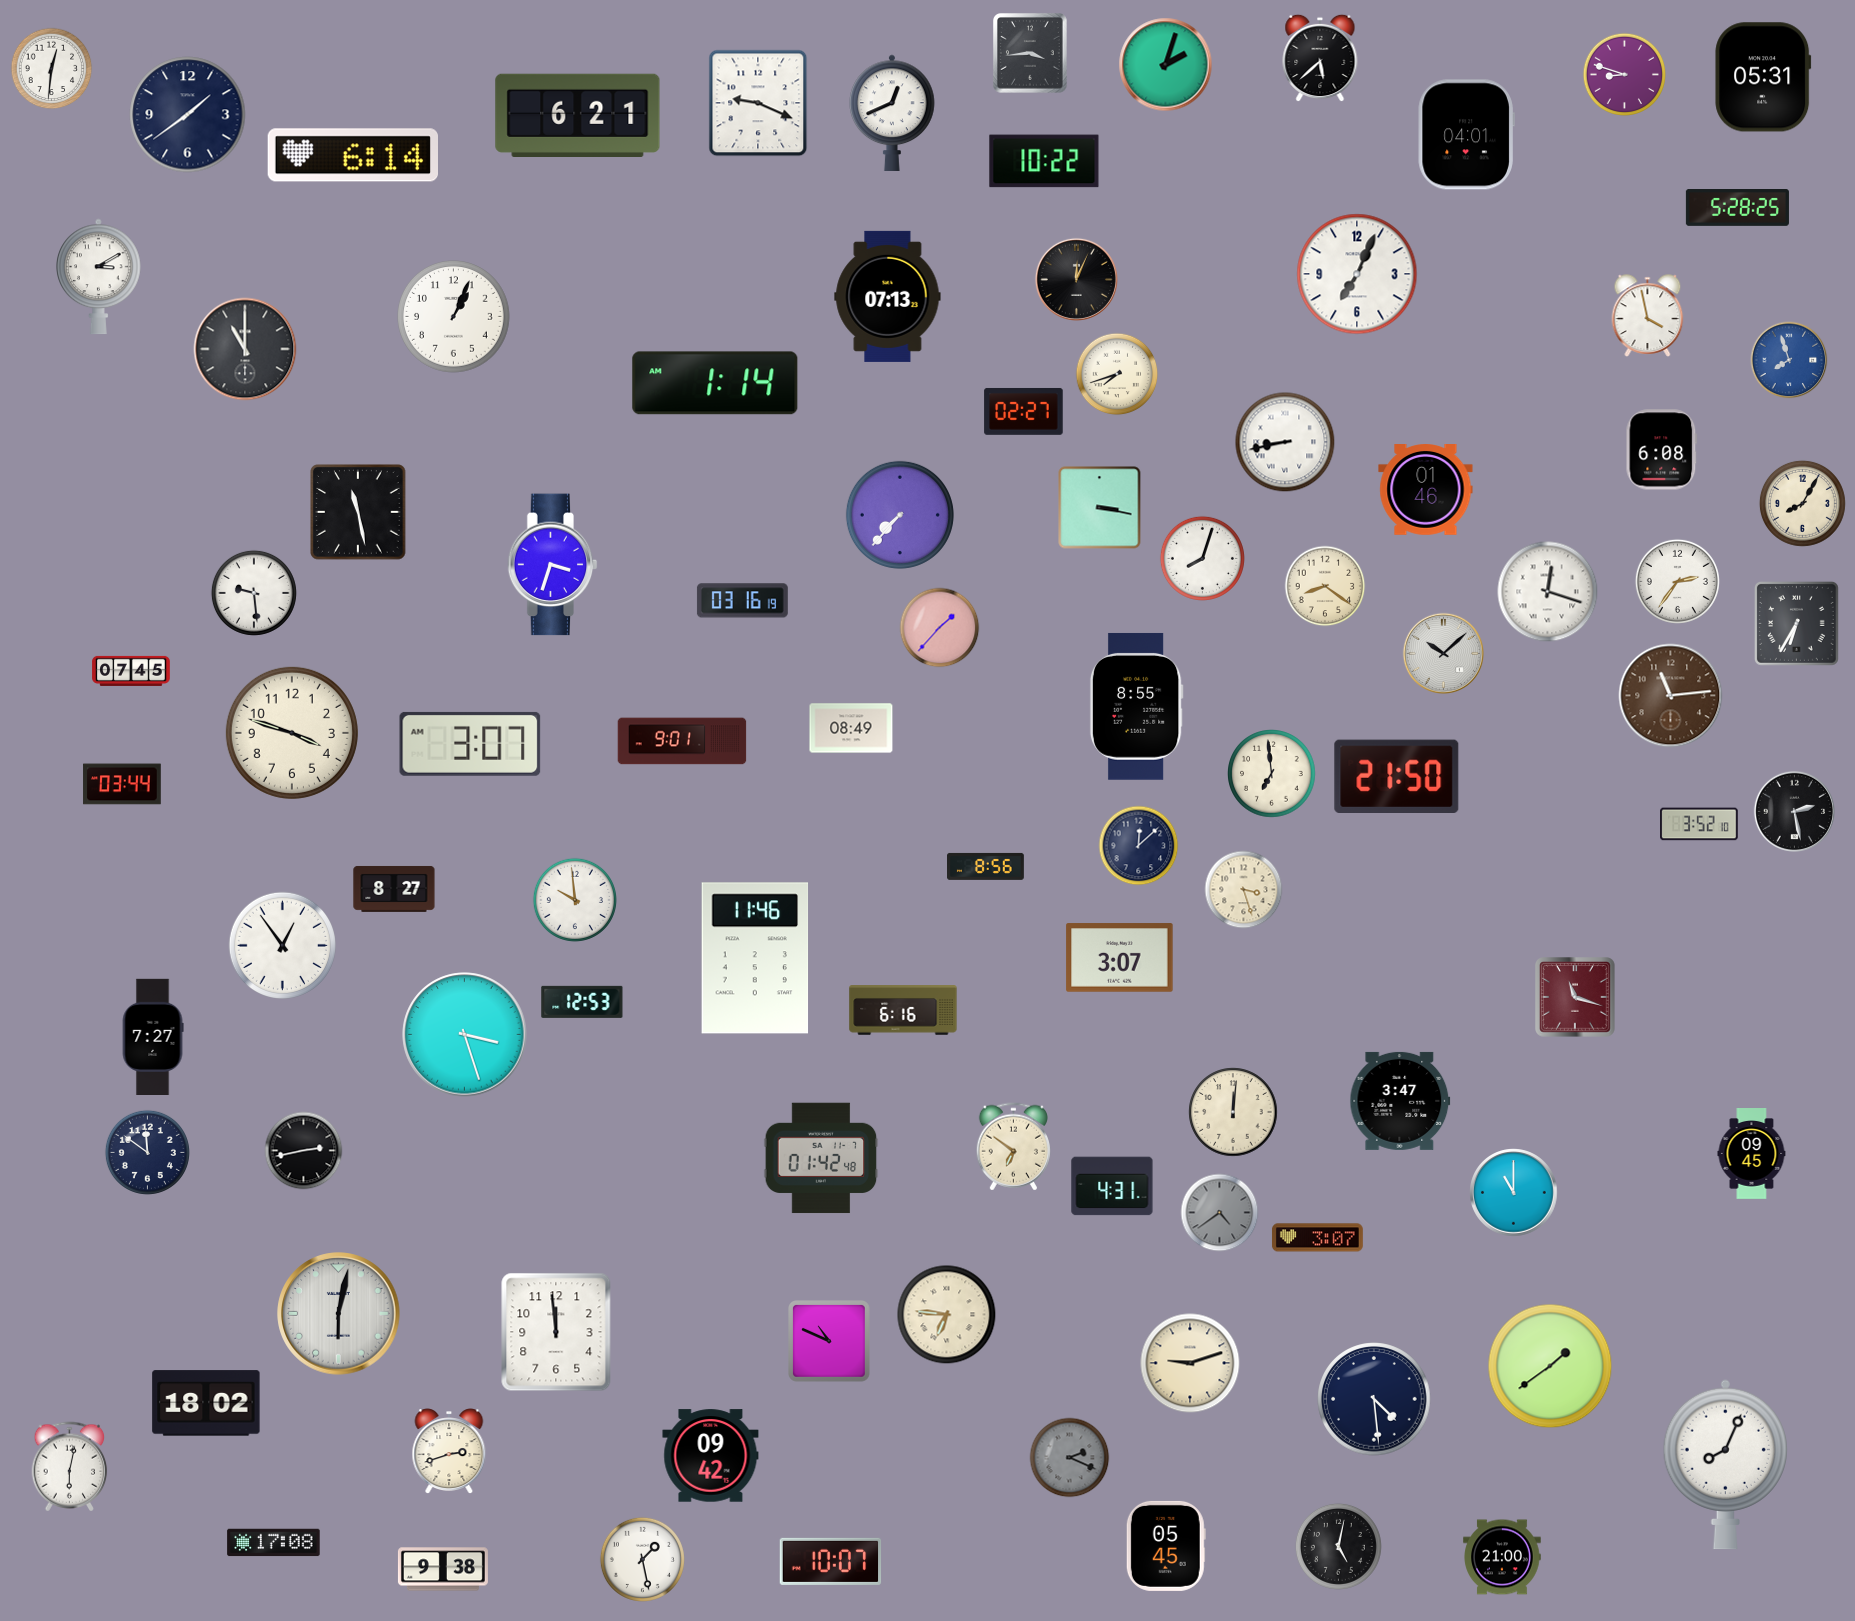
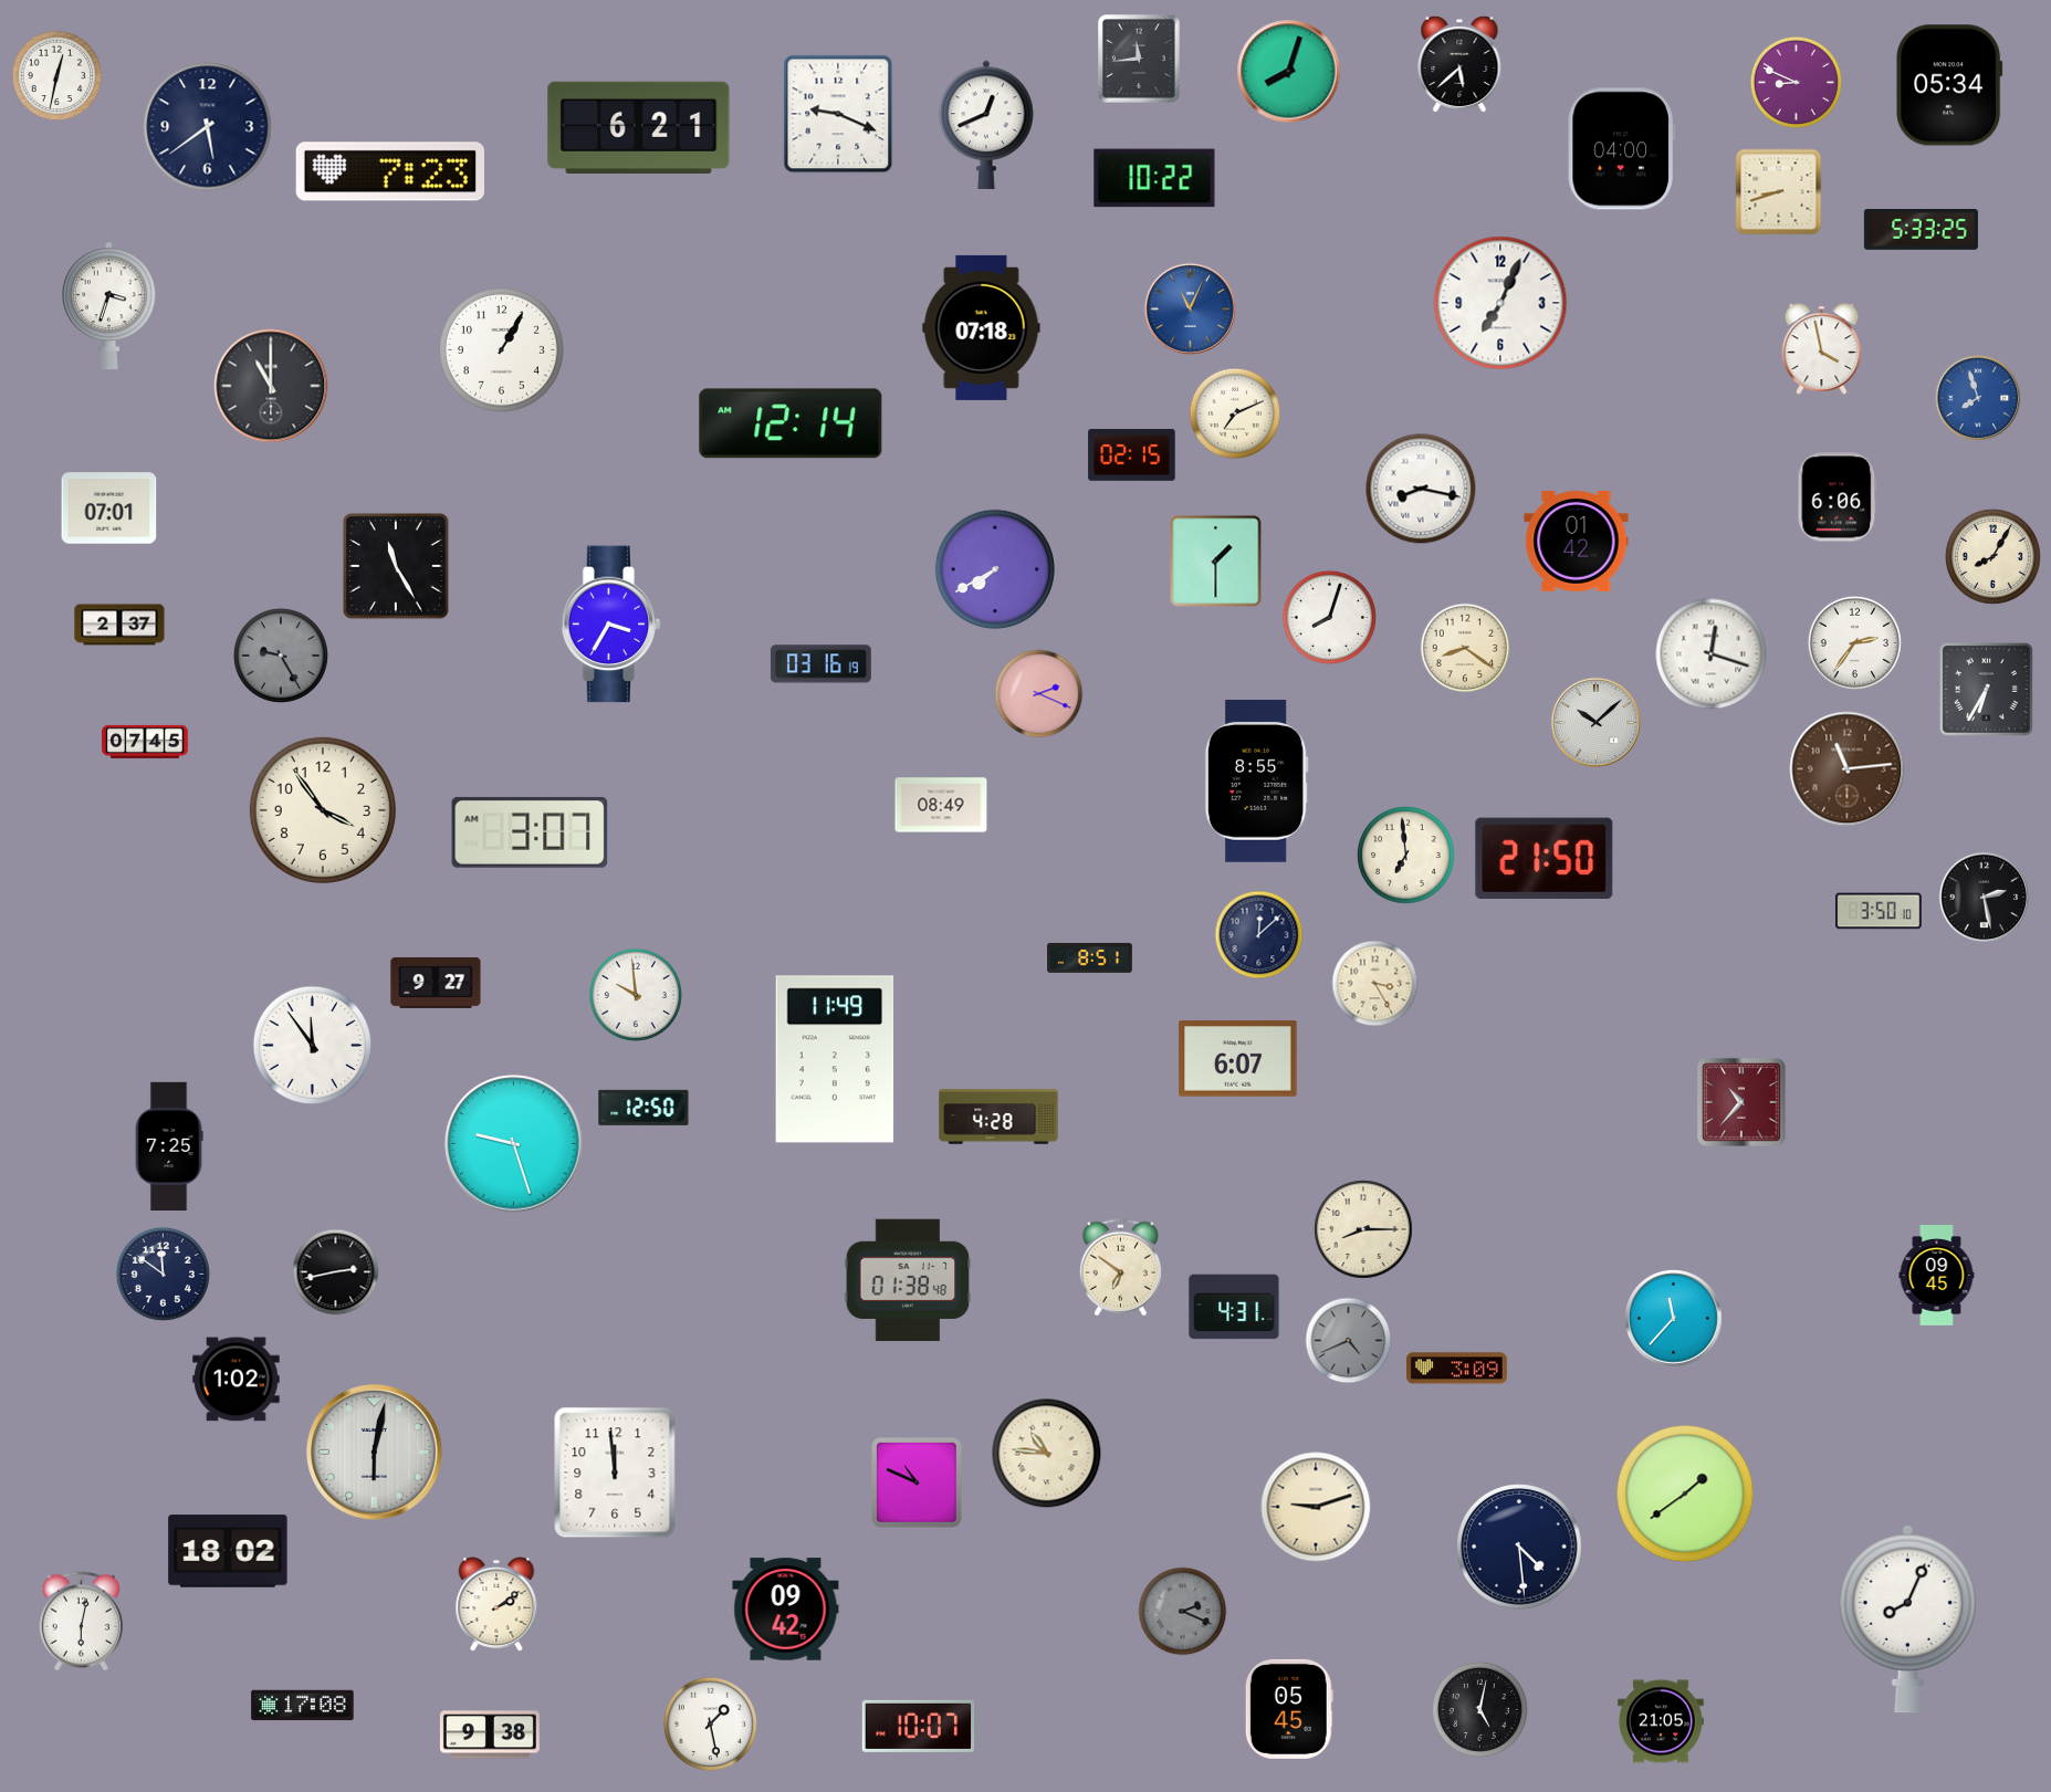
clock at (1031, 54): 3:44 -> 11:44
clock at (1166, 65): 2:03 -> 8:03
clock at (52, 69): 12:31 -> 12:32
clock at (1625, 75): 8:48 -> 8:49
clock at (1763, 77): 05:31 -> 05:34
clock at (188, 115): 1:39 -> 5:39
clock at (1466, 135): 04:01 -> 04:00
clock at (352, 155): 6:14 -> 7:23
clock at (1779, 192): none -> 8:42
clock at (1737, 208): 5:28 -> 5:33
clock at (99, 277): 3:10 -> 3:33
clock at (1076, 279): 12:04 -> 11:04
clock at (1076, 279) dial: black -> blue
clock at (888, 296): 07:13 -> 07:18
clock at (454, 317): 1:04 -> 1:05
clock at (1117, 374): 7:42 -> 7:11
clock at (715, 383): 1:14 -> 12:14
clock at (1024, 411): 02:27 -> 02:15
clock at (1285, 442): 8:43 -> 8:17
clock at (1662, 450): 6:08 -> 6:06
clock at (109, 509): none -> 07:01
clock at (1426, 490): 01:46 -> 01:42
clock at (1100, 508): 3:17 -> 1:30
clock at (358, 512): 11:28 -> 11:25
clock at (900, 515): 7:37 -> 7:40
clock at (119, 625): none -> 2:37
clock at (553, 565): 3:33 -> 3:35
clock at (254, 593): 9:29 -> 9:25
clock at (254, 593) dial: white -> grey
clock at (940, 628): 1:37 -> 2:19
clock at (292, 733): 3:48 -> 3:54
clock at (682, 741): 9:01 -> none
clock at (470, 744) position: (470, 744) -> (530, 832)
clock at (122, 784): 03:44 -> none
clock at (1699, 824): 3:52 -> 3:50
clock at (986, 866): 8:56 -> 8:51
clock at (394, 889): 8:27 -> 9:27
clock at (1244, 890): 3:27 -> 3:25
clock at (282, 945): 12:54 -> 11:54
clock at (755, 958): 11:46 -> 11:49
clock at (1120, 958): 3:07 -> 6:07
clock at (1575, 997): 11:18 -> 10:37
clock at (582, 1002): 12:53 -> 12:50
clock at (903, 1010): 6:16 -> 4:28
clock at (465, 1035): 3:27 -> 9:27
clock at (153, 1036): 7:27 -> 7:25
clock at (1400, 1101): 3:47 -> none
clock at (1233, 1112): 12:01 -> 8:15
clock at (821, 1158): 01:42 -> 01:38
clock at (1112, 1186) position: (1112, 1186) -> (1234, 1307)
clock at (1514, 1193): 11:00 -> 11:37
clock at (1220, 1213): 4:39 -> 4:41
clock at (1317, 1238): 3:07 -> 3:09
clock at (237, 1380): none -> 1:02
clock at (947, 1315): 6:46 -> 10:46
clock at (1550, 1366) position: (1550, 1366) -> (1685, 1494)
clock at (449, 1451): 2:42 -> 2:09
clock at (70, 1467) position: (70, 1467) -> (82, 1622)
clock at (1502, 1557): 21:00 -> 21:05
